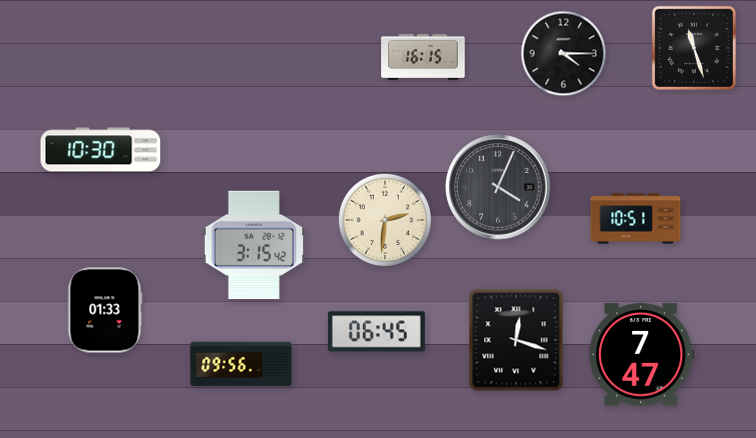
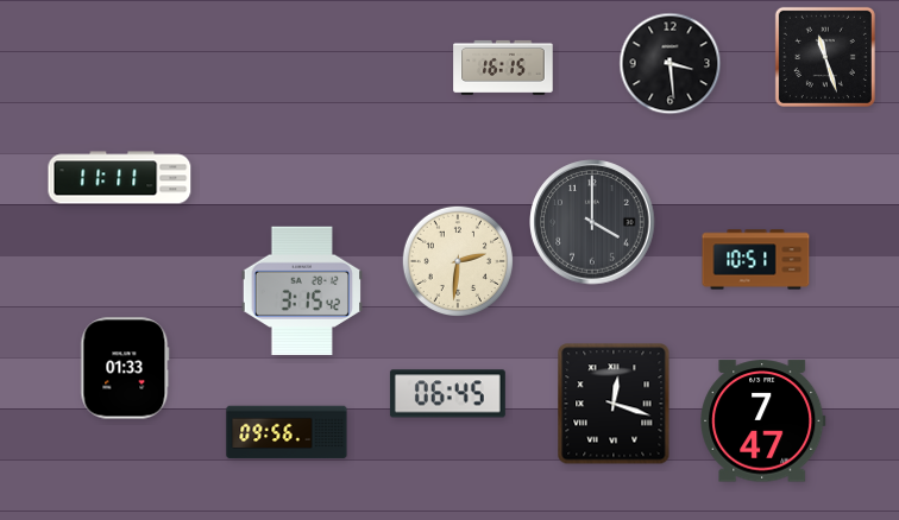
clock at (564, 54): 4:15 -> 3:29
clock at (101, 150): 10:30 -> 11:11
clock at (498, 187): 4:04 -> 4:00
